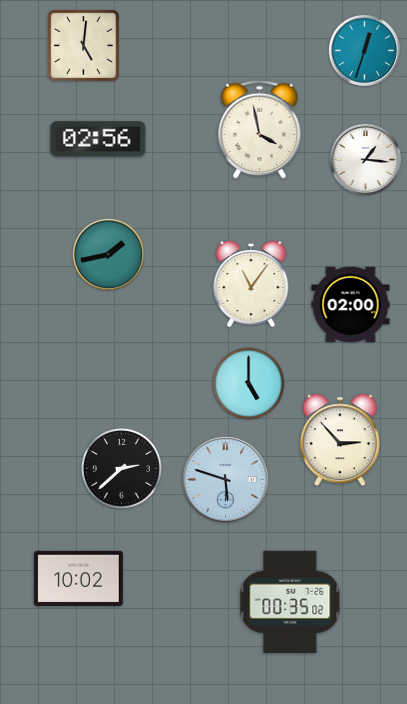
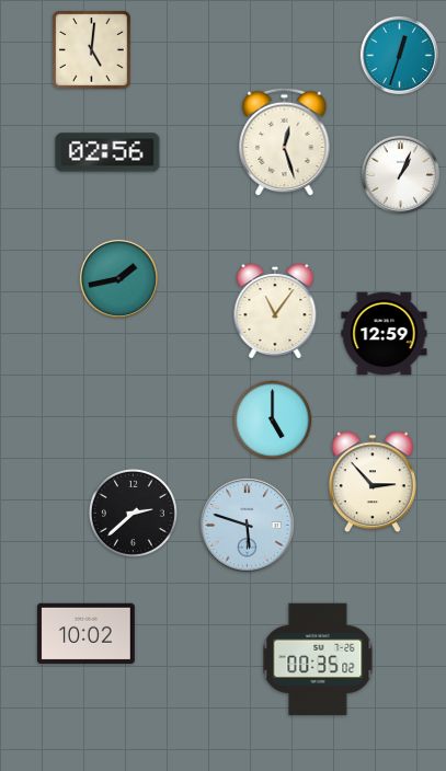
clock at (260, 130): 3:58 -> 12:27
clock at (365, 159): 1:16 -> 1:04
clock at (351, 305): 02:00 -> 12:59
